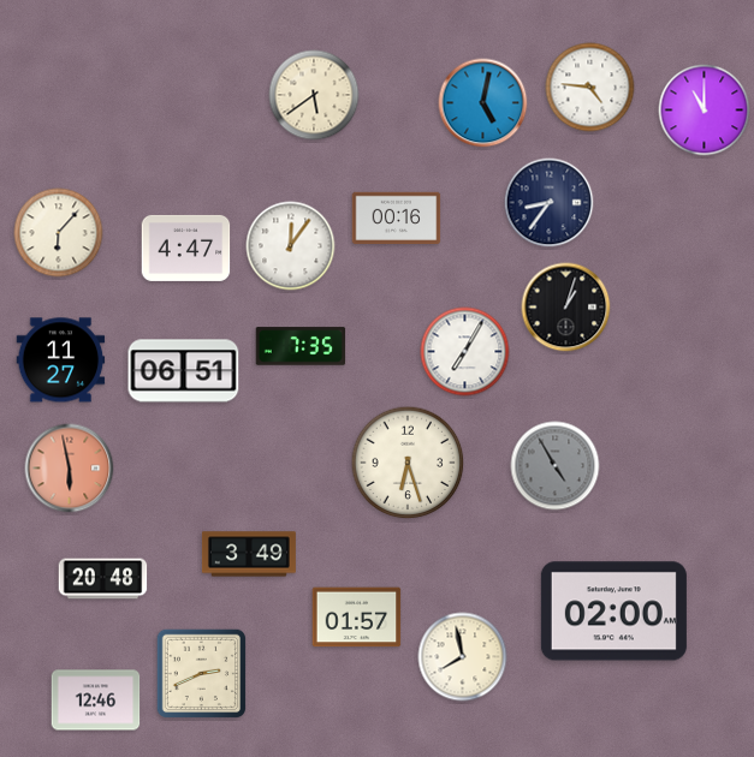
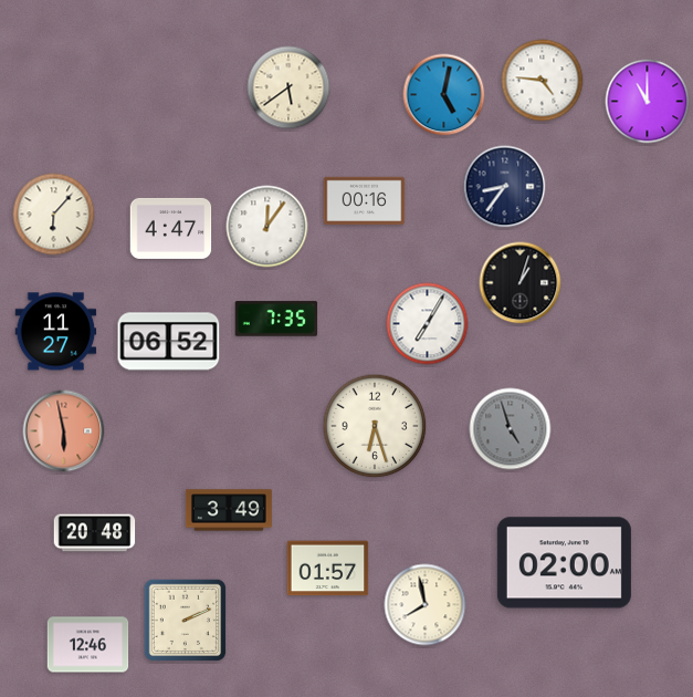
clock at (184, 371): 06:51 -> 06:52
clock at (556, 466): 4:55 -> 4:57
clock at (202, 674): 2:41 -> 2:11
